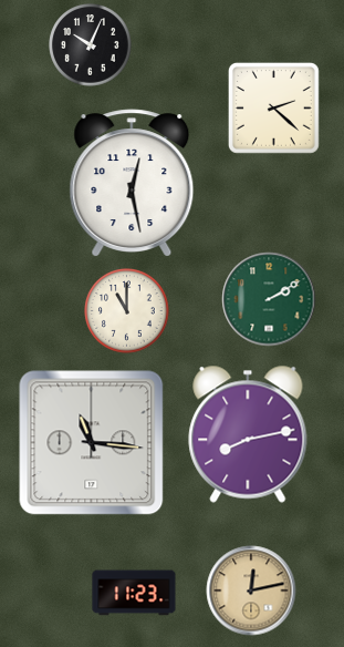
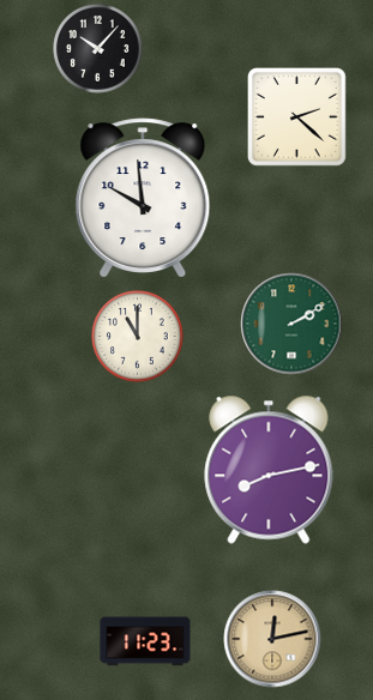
clock at (91, 45): 10:04 -> 10:07
clock at (132, 183): 12:28 -> 9:59
clock at (92, 443): 11:16 -> none
